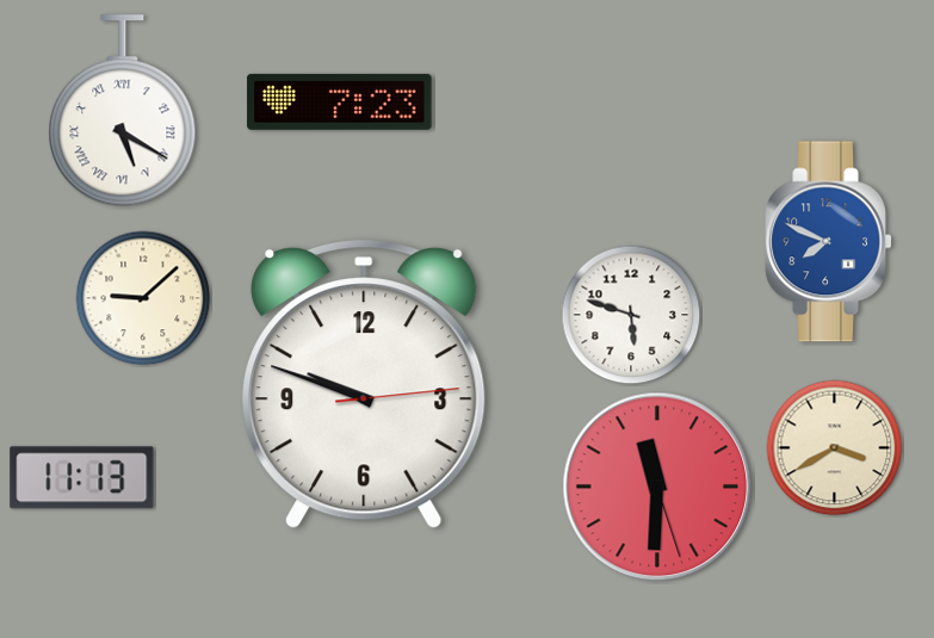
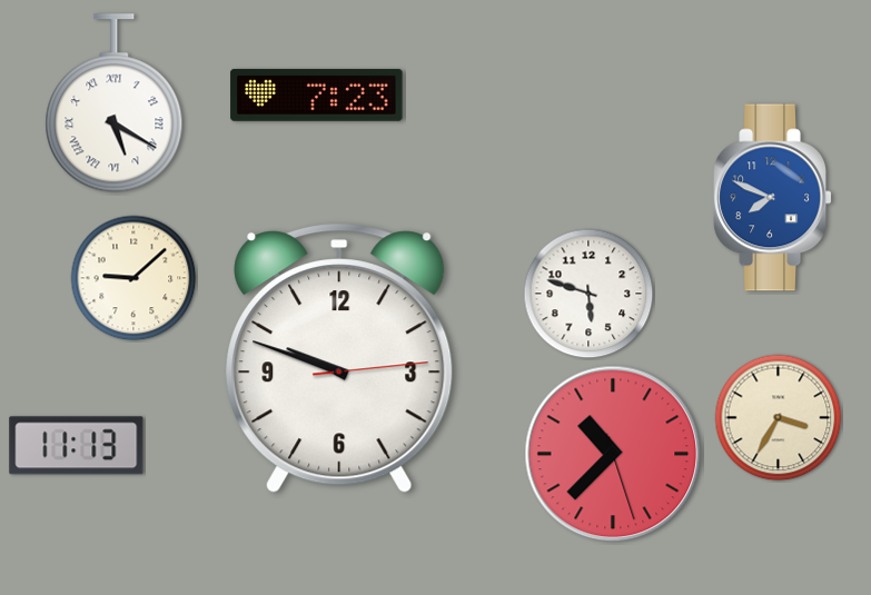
clock at (828, 242) position: (828, 242) -> (772, 198)
clock at (835, 448): 3:40 -> 3:35
clock at (657, 487): 11:30 -> 10:37
